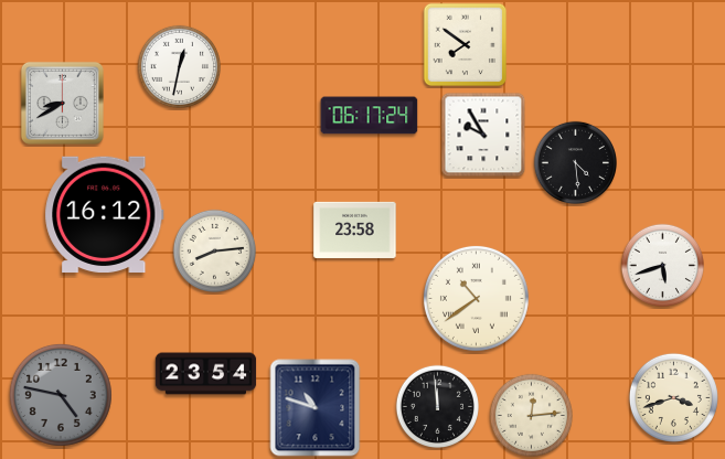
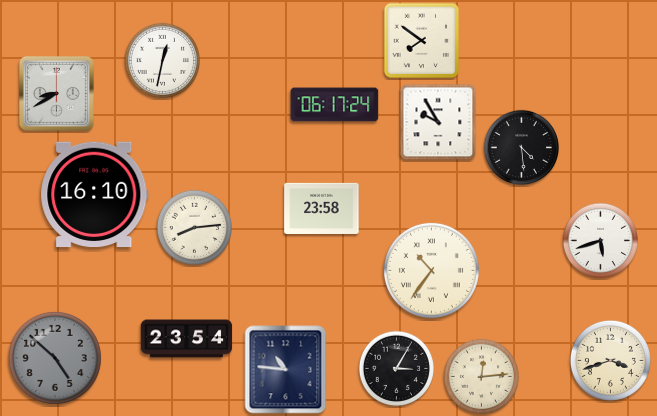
clock at (105, 215): 16:12 -> 16:10
clock at (476, 298): 10:39 -> 10:36
clock at (61, 395): 4:47 -> 4:52
clock at (437, 406): 11:59 -> 3:05
clock at (316, 408): 10:48 -> 10:46
